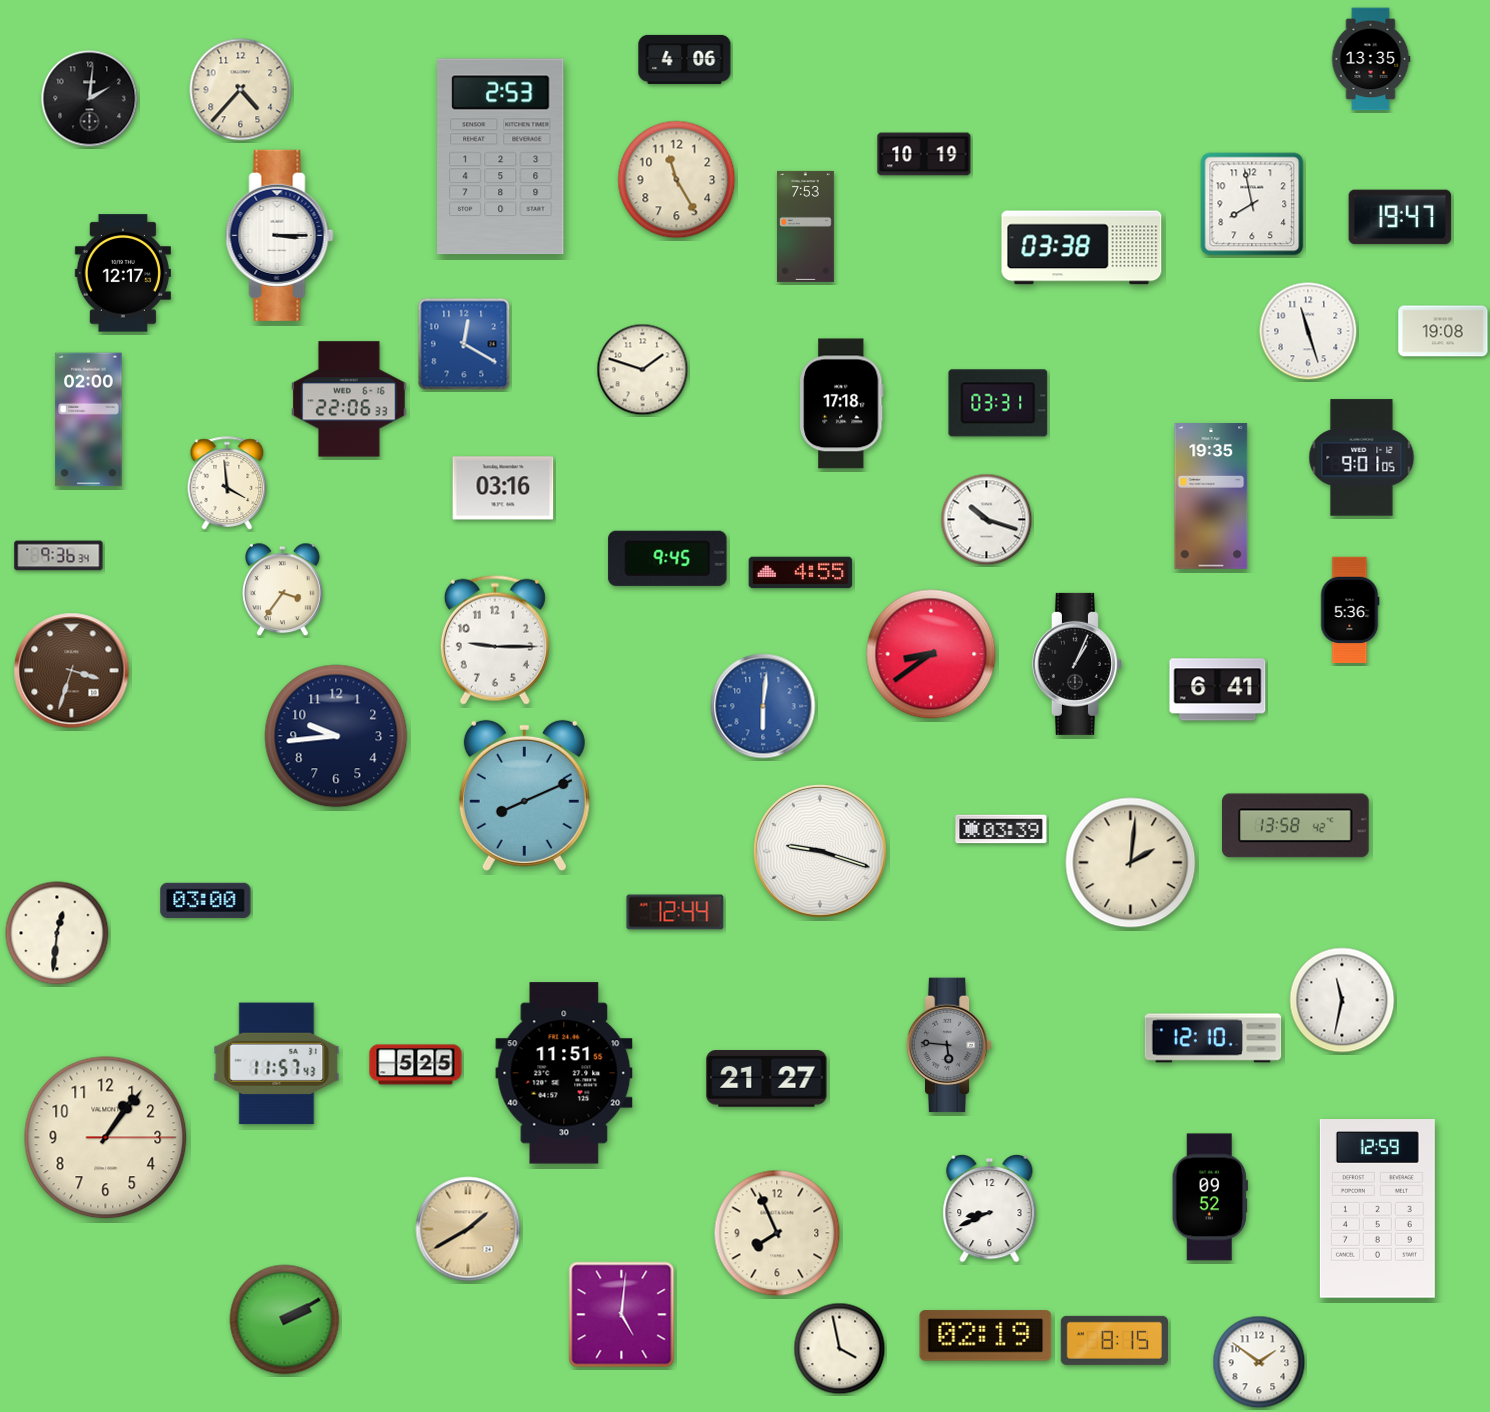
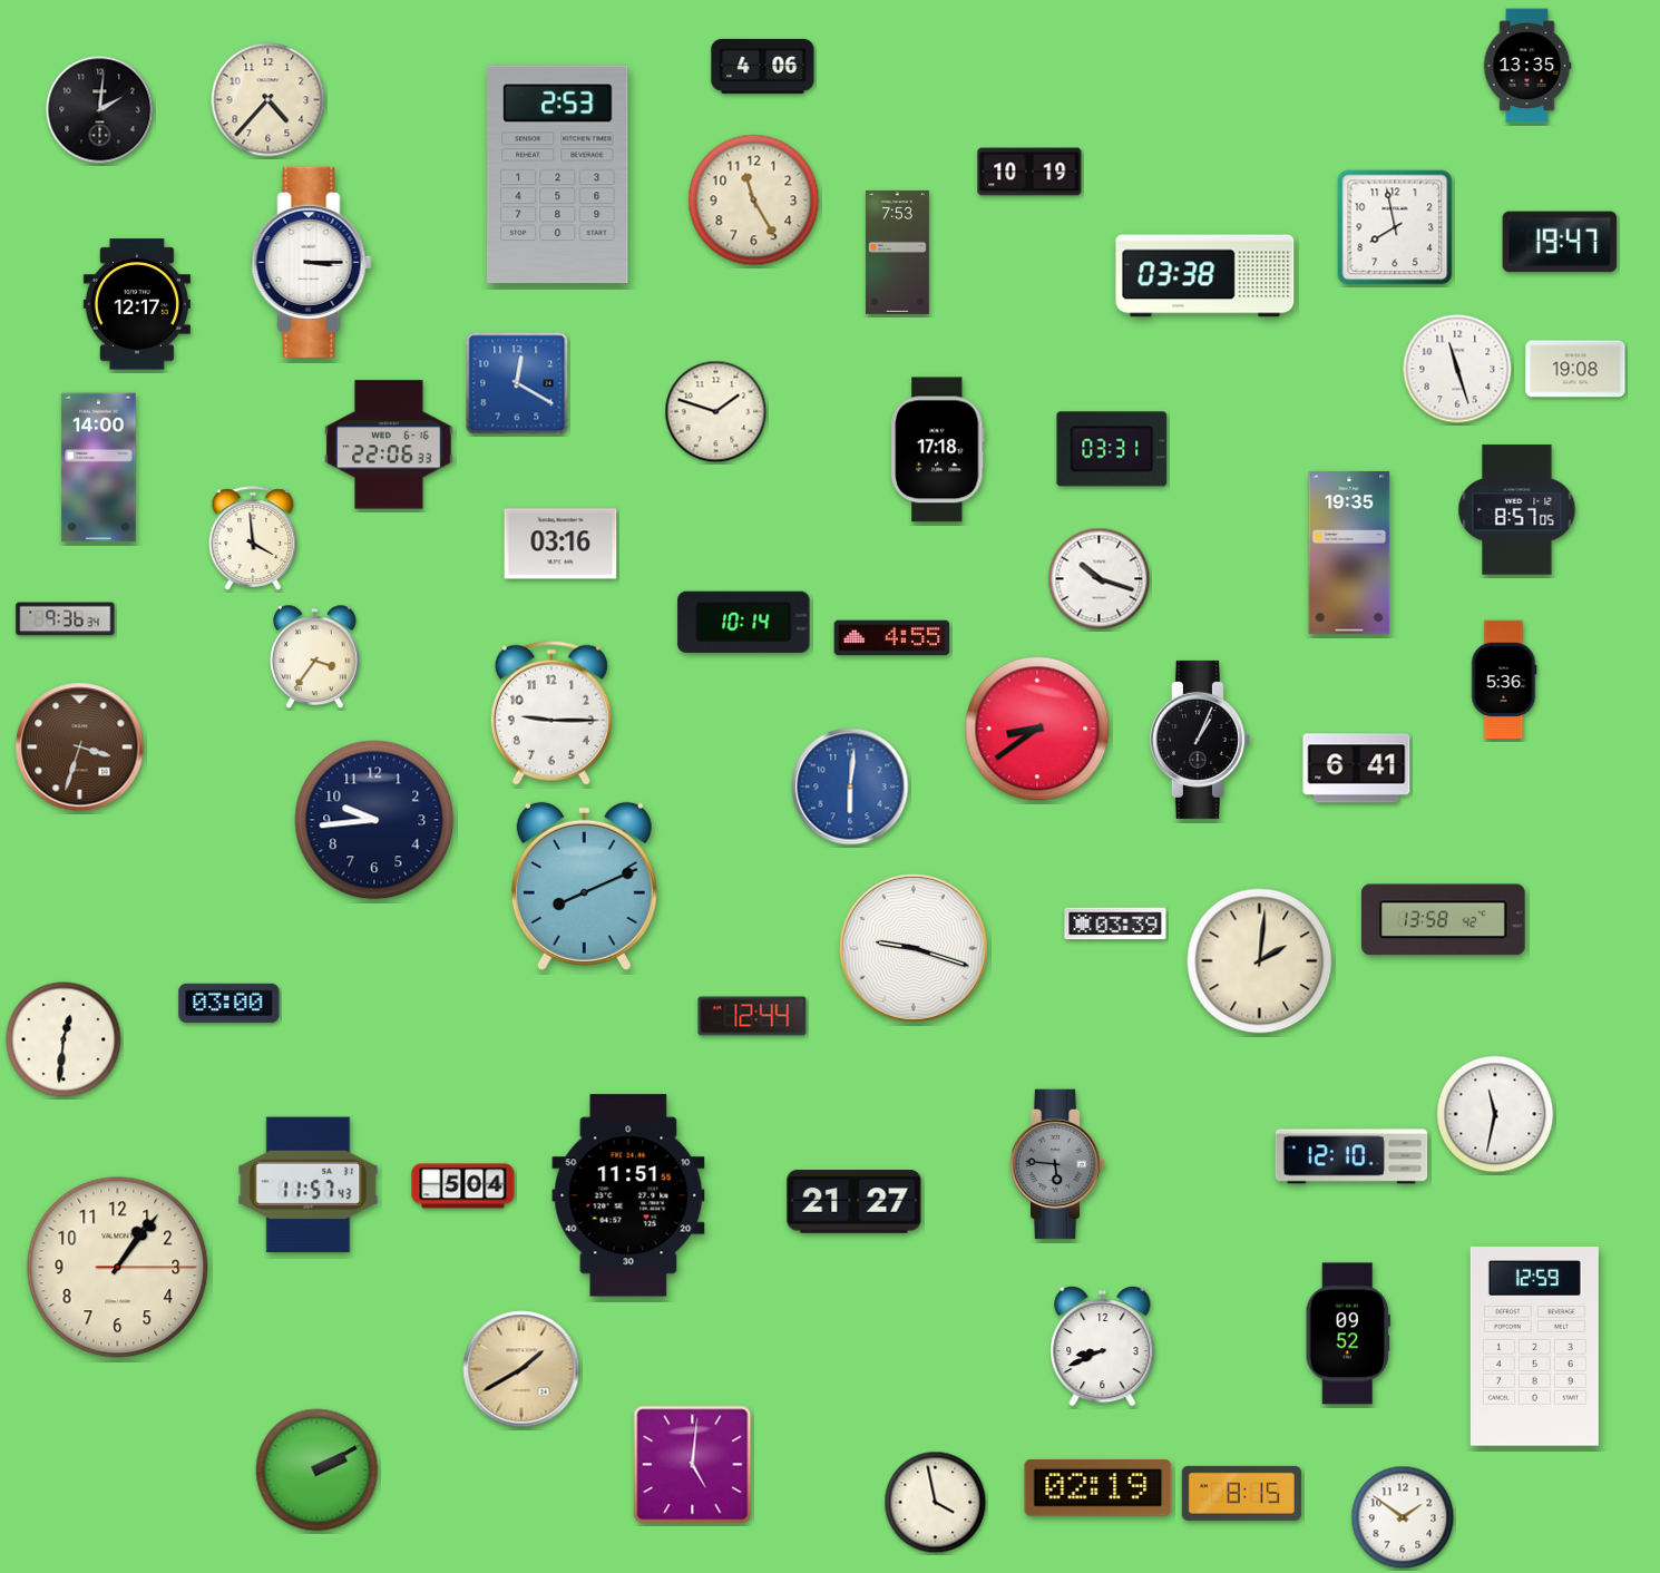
clock at (1443, 331) position: (1443, 331) -> (1575, 369)
clock at (89, 420): 02:00 -> 14:00
clock at (1362, 458): 9:01 -> 8:57
clock at (668, 558): 9:45 -> 10:14
clock at (416, 1065): 5:25 -> 5:04
clock at (777, 1233): 7:56 -> none
